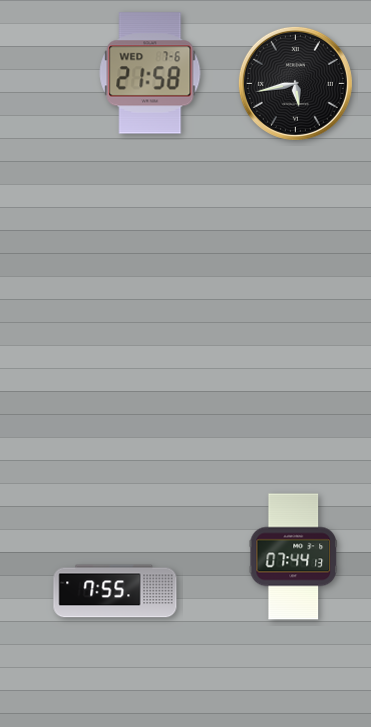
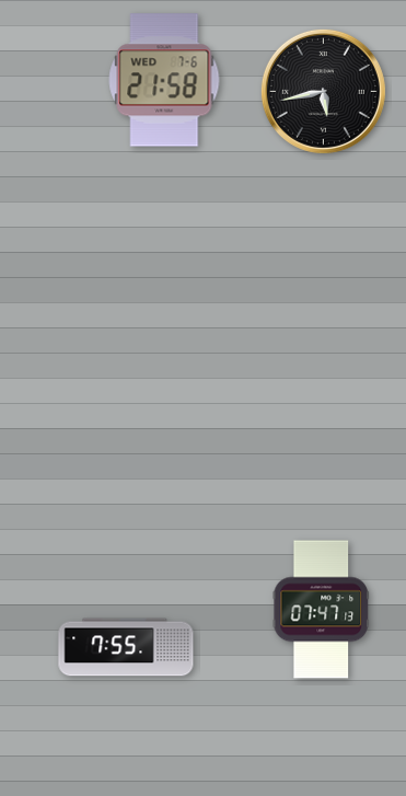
clock at (294, 557): 07:44 -> 07:47
